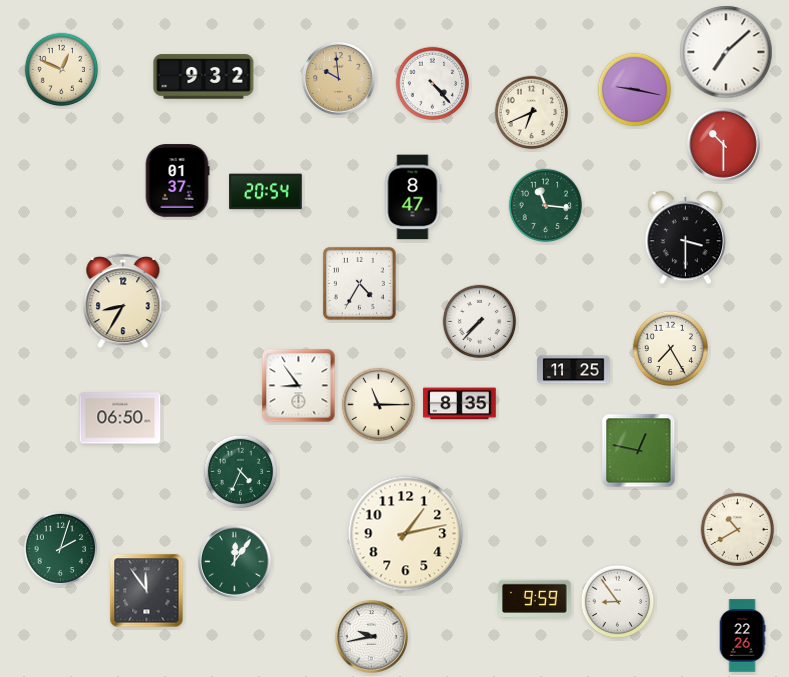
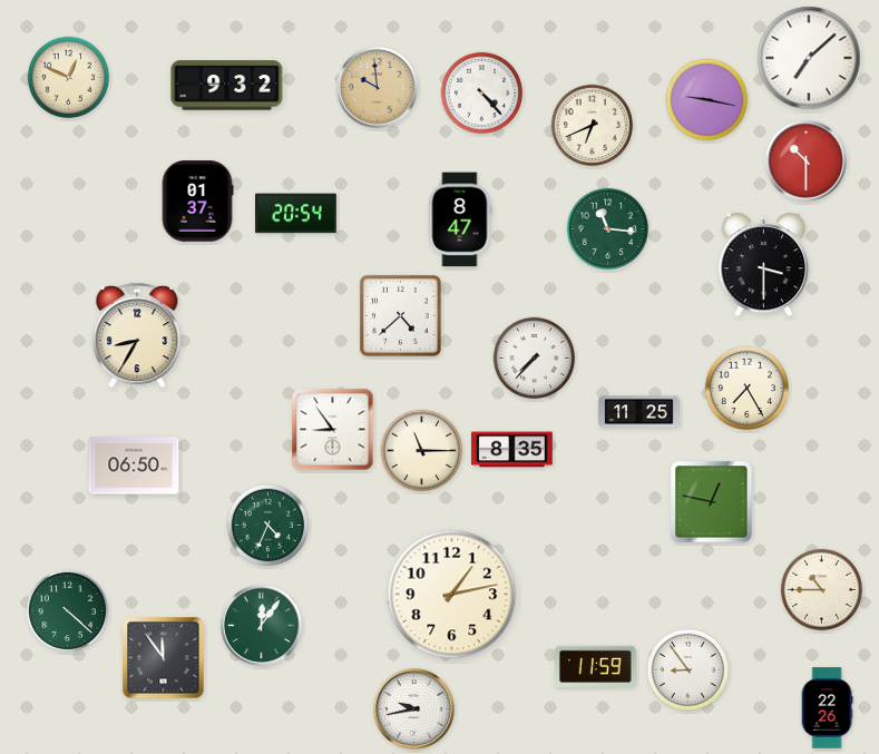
clock at (359, 283): 4:35 -> 4:38
clock at (738, 530): 10:40 -> 10:45
clock at (61, 549): 2:03 -> 4:22
clock at (535, 598): 9:59 -> 11:59
